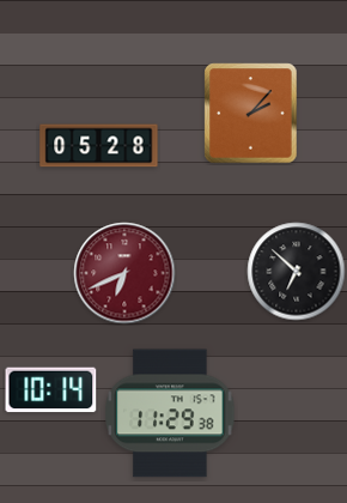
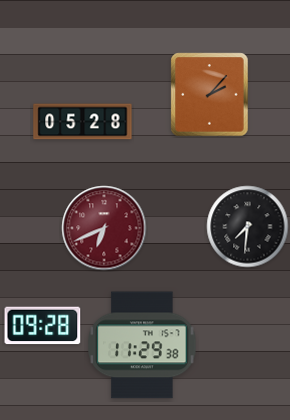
clock at (297, 272): 6:52 -> 7:31
clock at (51, 390): 10:14 -> 09:28
